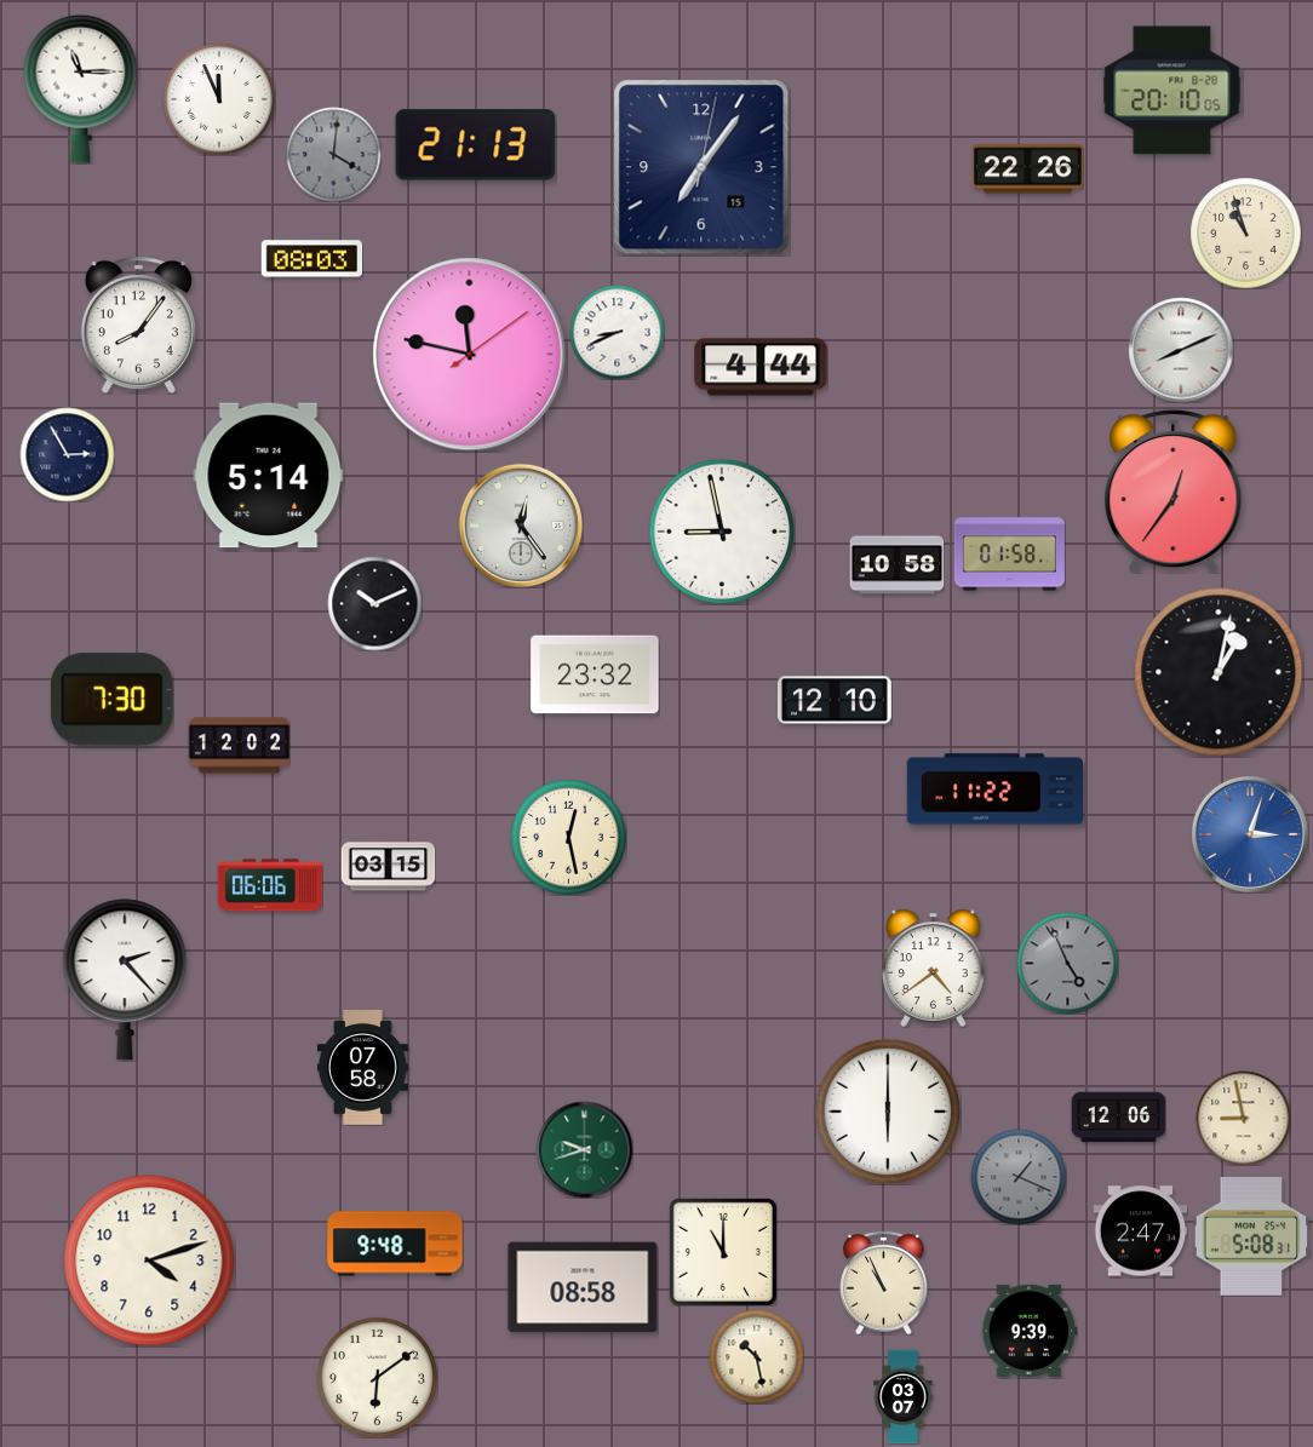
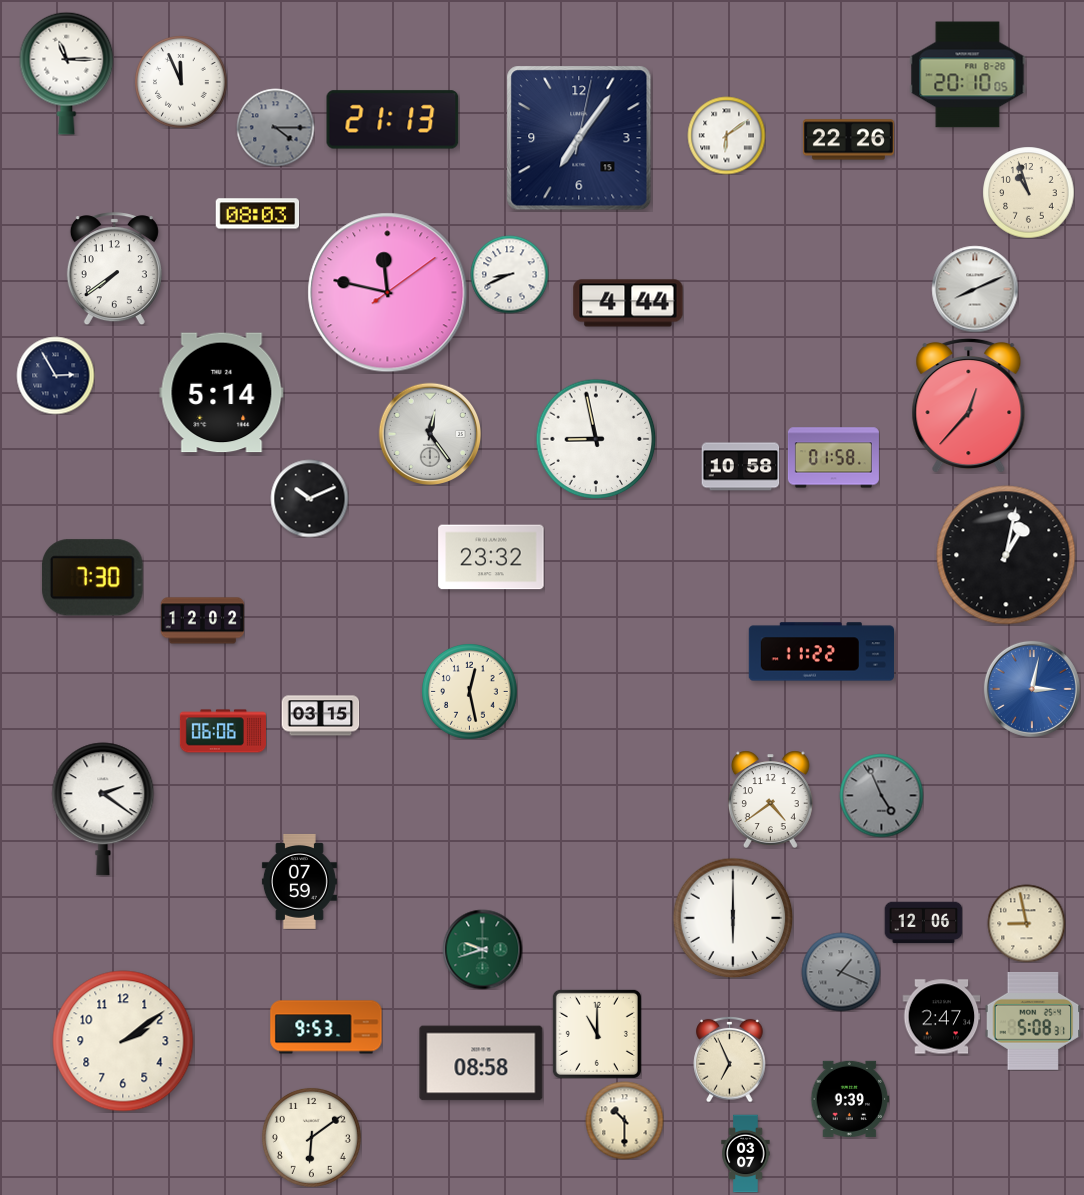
clock at (333, 154): 4:01 -> 4:15
clock at (726, 135): none -> 6:09
clock at (138, 326): 8:06 -> 7:39
clock at (1174, 490): 12:36 -> 12:37
clock at (835, 700): 12:10 -> none
clock at (239, 746) position: (239, 746) -> (202, 621)
clock at (1250, 834): 3:03 -> 3:02
clock at (125, 980): 2:23 -> 2:21
clock at (362, 1067): 07:58 -> 07:59
clock at (395, 1244): 9:48 -> 9:53
clock at (149, 1261): 4:12 -> 2:09
clock at (884, 1282): 10:56 -> 6:56
clock at (756, 1356): 10:28 -> 10:30
